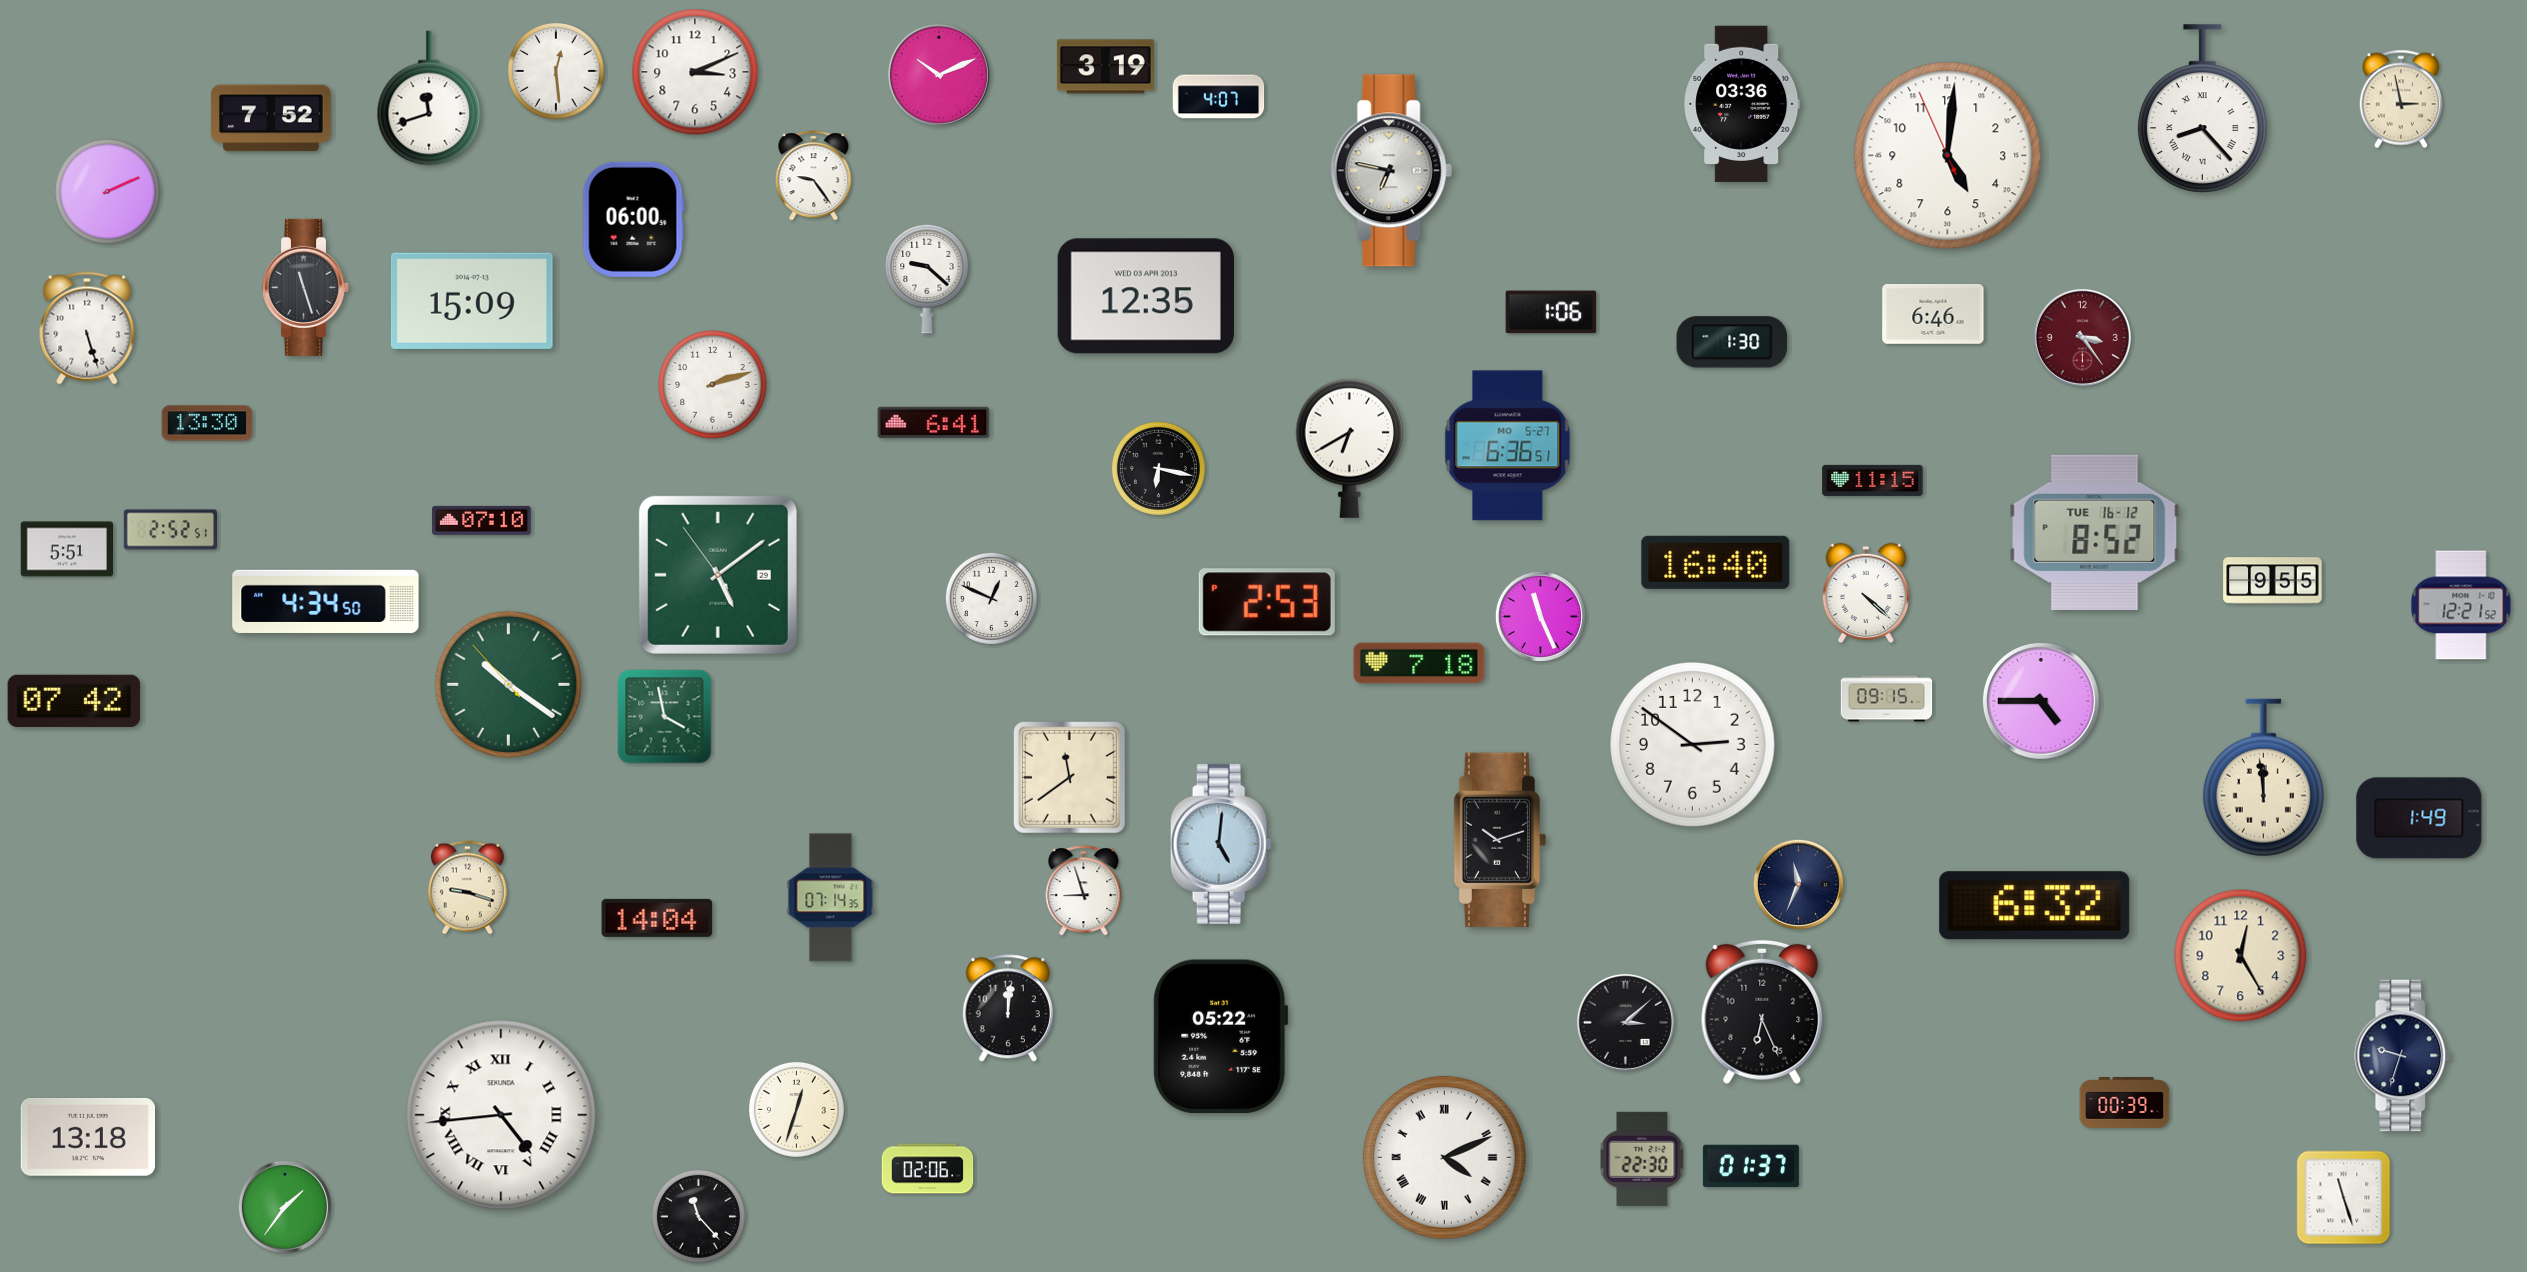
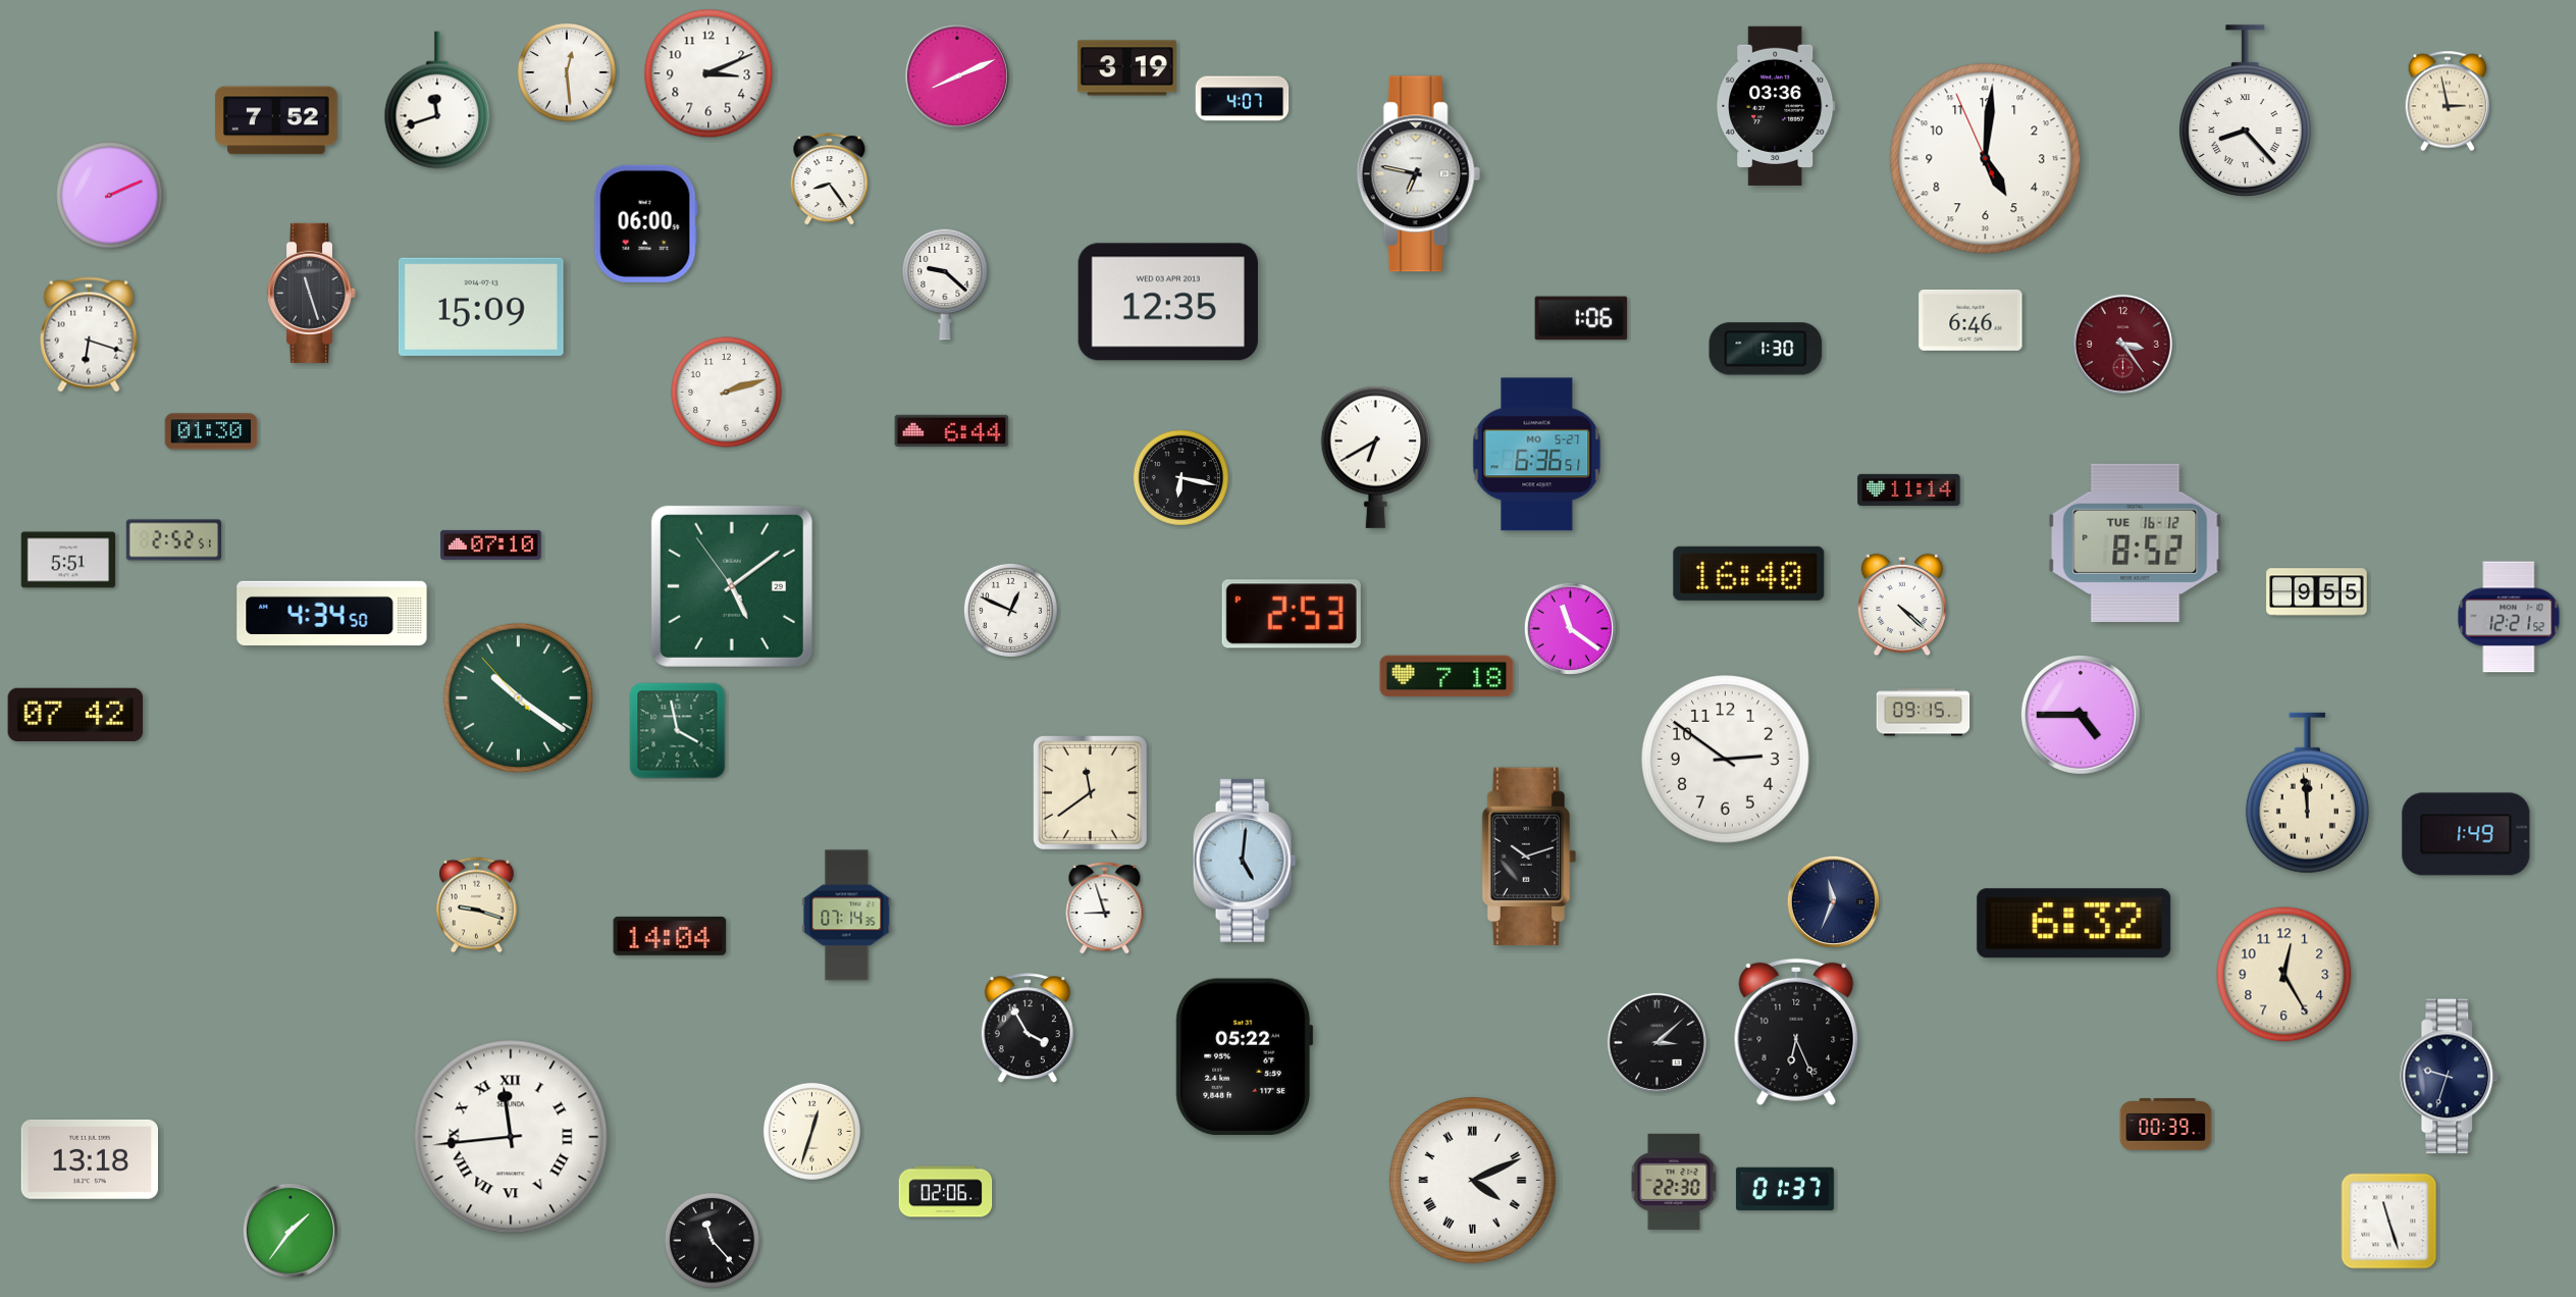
clock at (939, 75): 10:11 -> 8:11
clock at (814, 176): 9:24 -> 8:24
clock at (87, 328): 5:27 -> 6:18
clock at (934, 422): 6:41 -> 6:44
clock at (207, 423): 13:30 -> 01:30
clock at (1873, 480): 11:15 -> 11:14
clock at (482, 520) position: (482, 520) -> (491, 544)
clock at (1540, 616): 11:26 -> 11:21
clock at (1008, 1009): 12:01 -> 3:55
clock at (501, 1115): 4:44 -> 11:44
